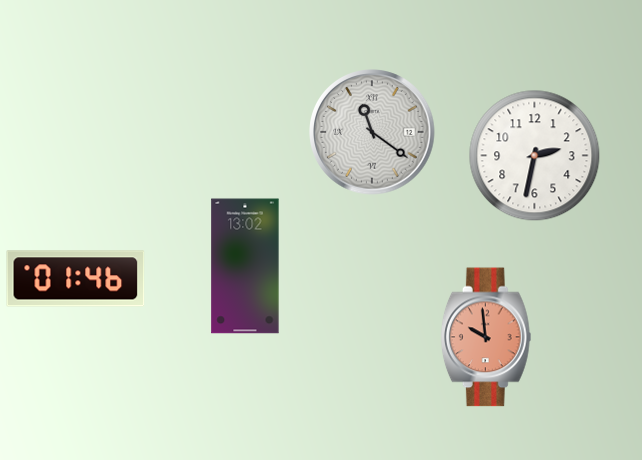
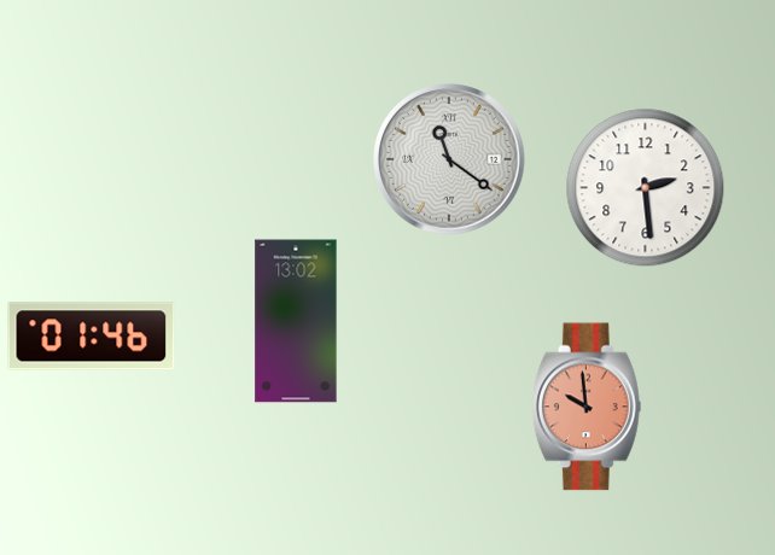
clock at (535, 156): 2:32 -> 2:29
